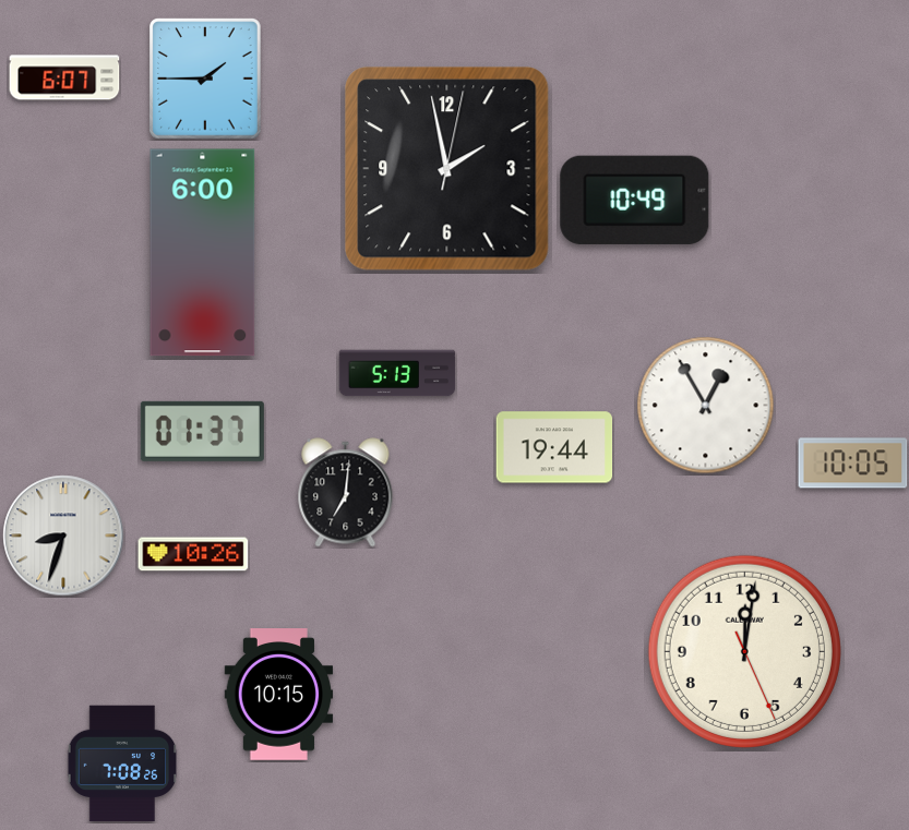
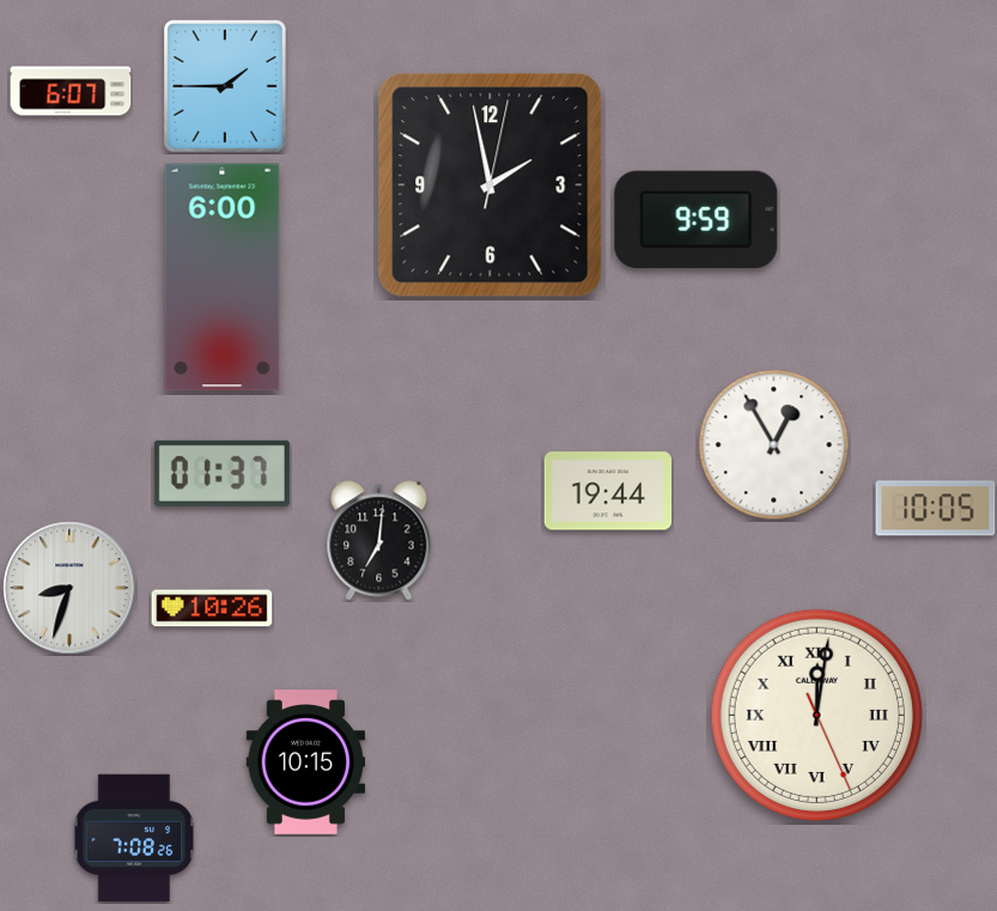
clock at (64, 77) position: (64, 77) -> (71, 91)
clock at (635, 200): 10:49 -> 9:59
clock at (397, 373): 5:13 -> none
clock at (744, 651) numerals: Arabic -> Roman
